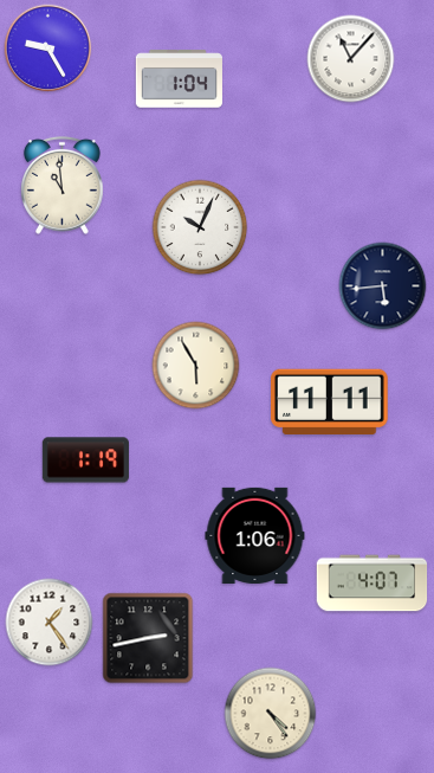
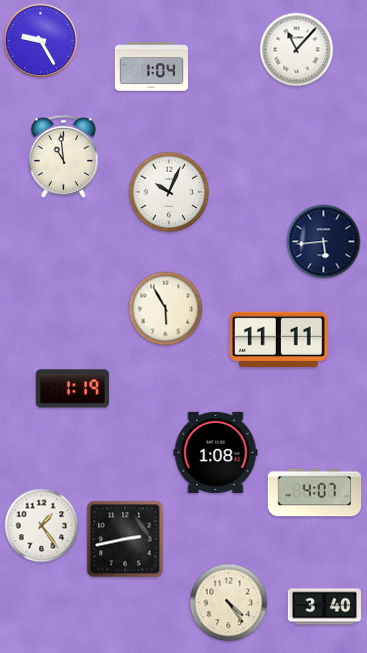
clock at (61, 185) position: (61, 185) -> (63, 156)
clock at (255, 535): 1:06 -> 1:08
clock at (324, 607): none -> 3:40
